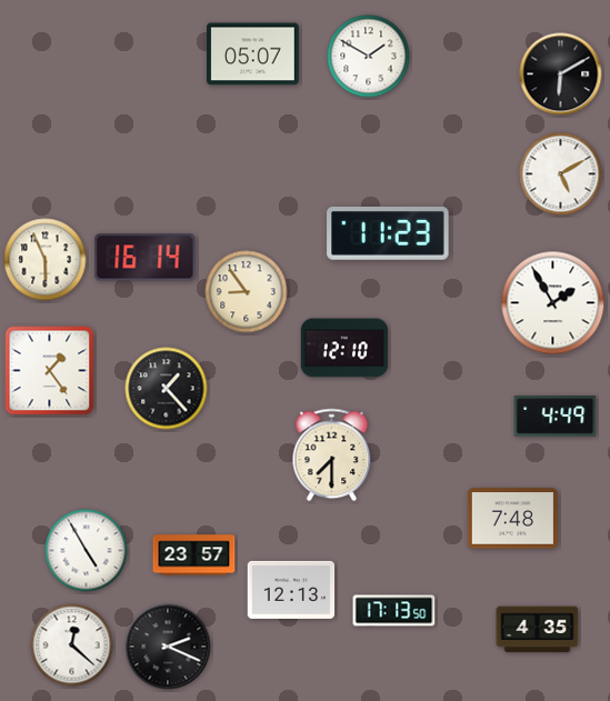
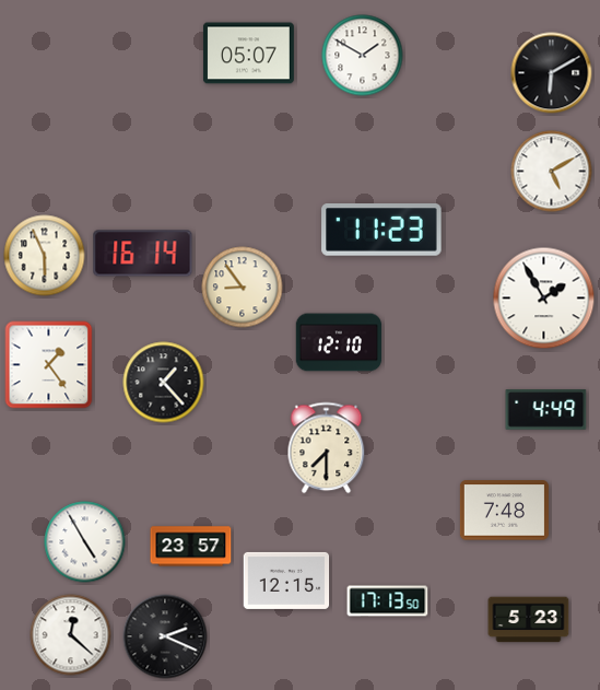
clock at (291, 590): 12:13 -> 12:15
clock at (538, 630): 4:35 -> 5:23
